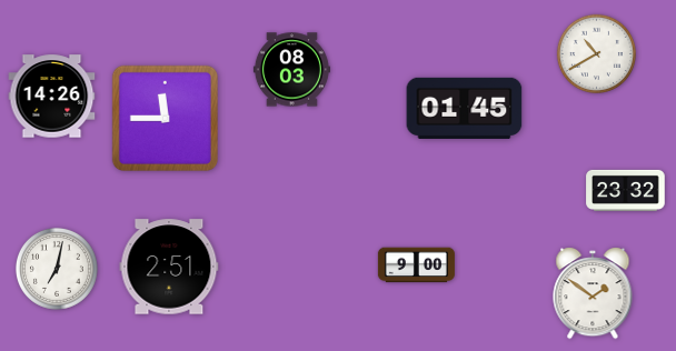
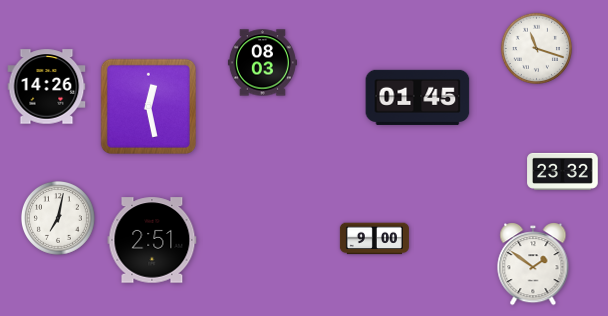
clock at (596, 53): 10:40 -> 11:18
clock at (165, 118): 11:45 -> 12:28
clock at (57, 269) position: (57, 269) -> (58, 218)
